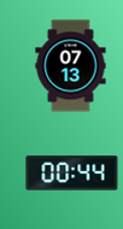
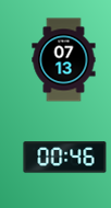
clock at (72, 174): 00:44 -> 00:46
